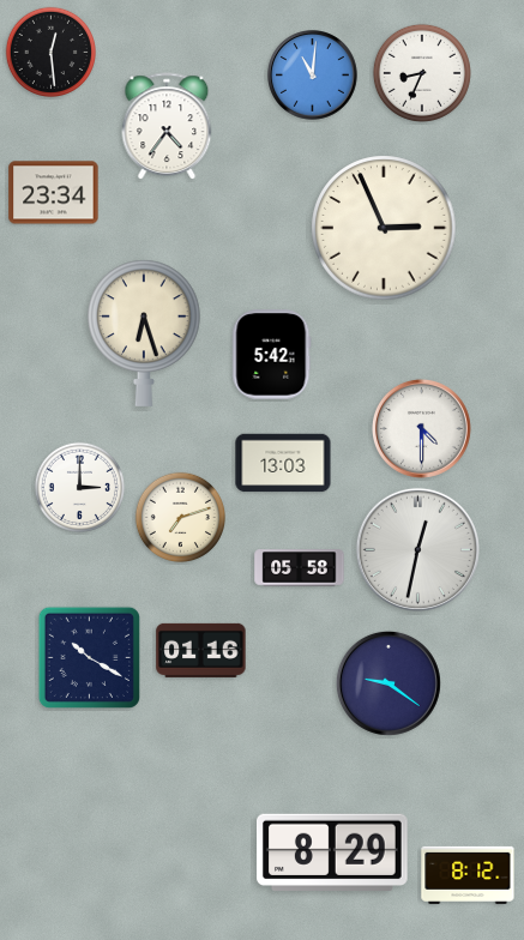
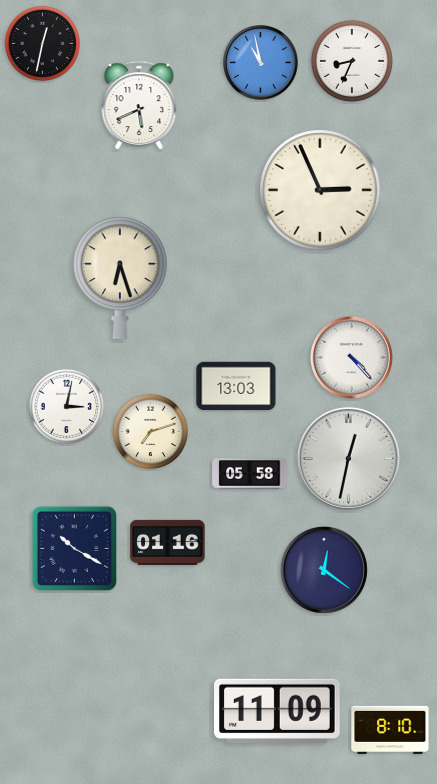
clock at (50, 52): 12:29 -> 12:32
clock at (313, 76): 11:01 -> 10:58
clock at (167, 127): 4:36 -> 5:41
clock at (54, 193): 23:34 -> none
clock at (272, 355): 5:42 -> none
clock at (421, 428): 4:30 -> 4:23
clock at (79, 487): 3:00 -> 3:02
clock at (389, 683): 9:21 -> 12:21
clock at (333, 851): 8:29 -> 11:09
clock at (468, 875): 8:12 -> 8:10
